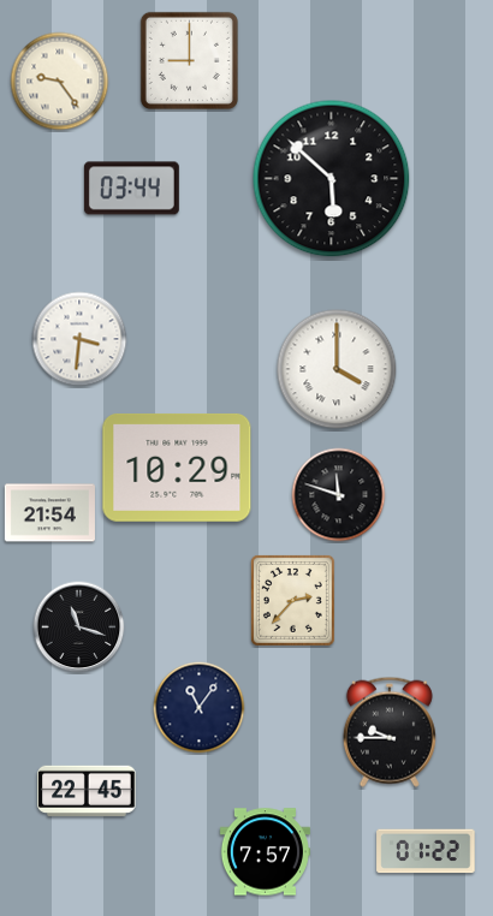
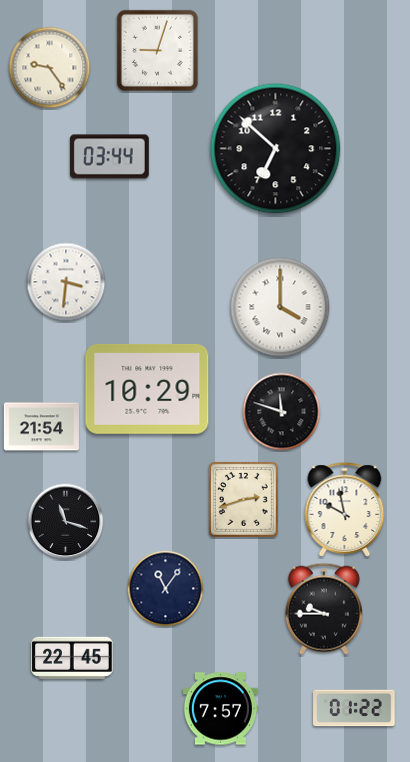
clock at (189, 60): 9:00 -> 9:03
clock at (332, 179): 5:52 -> 6:52
clock at (292, 600): 2:37 -> 2:42
clock at (345, 510): none -> 9:58
